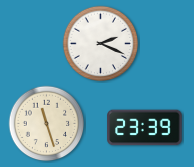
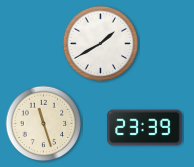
clock at (101, 44): 2:19 -> 1:40
clock at (47, 124) position: (47, 124) -> (44, 124)
